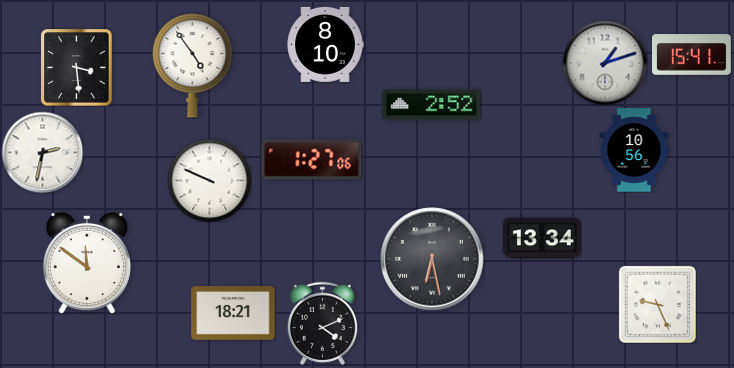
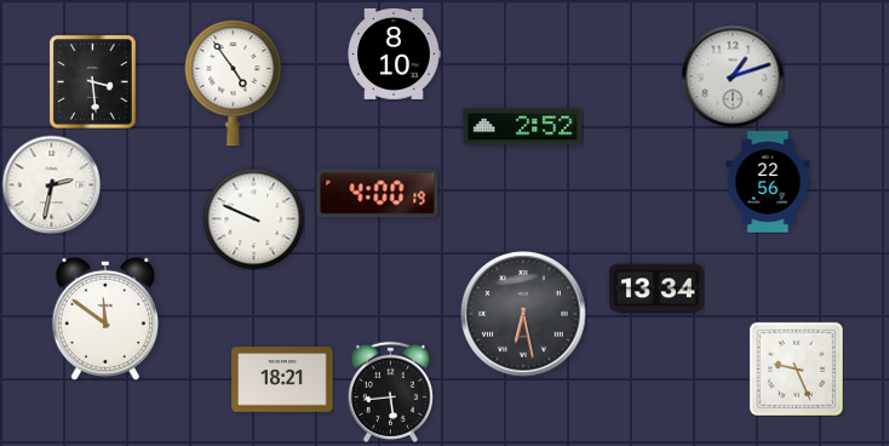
clock at (692, 55): 15:41 -> none
clock at (193, 66) position: (193, 66) -> (234, 84)
clock at (634, 150): 10:56 -> 22:56
clock at (312, 160): 1:27 -> 4:00
clock at (322, 323): 4:11 -> 5:44
